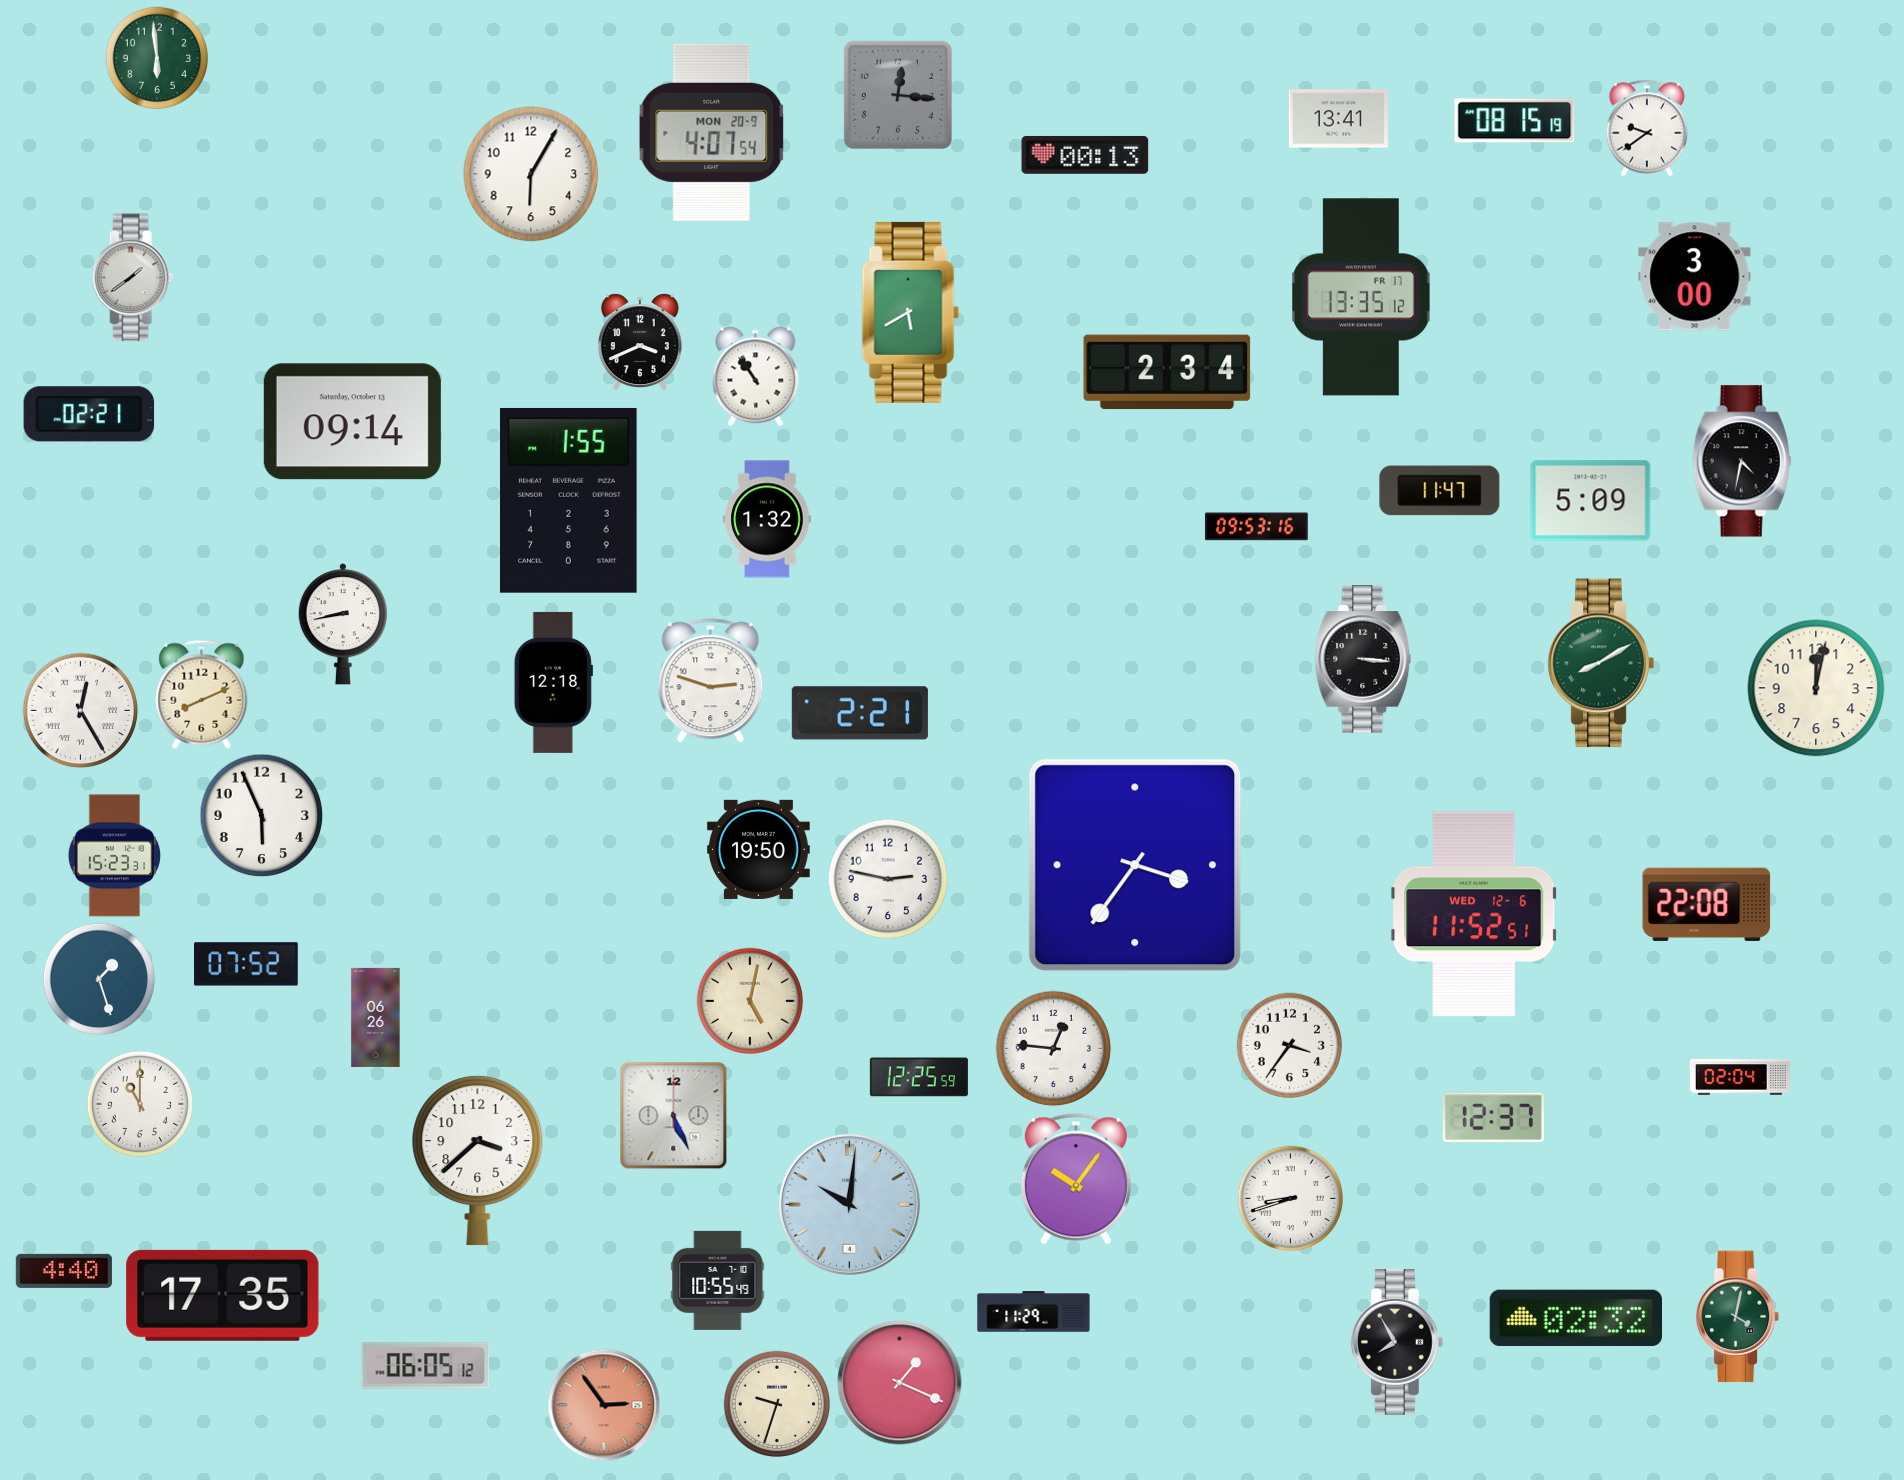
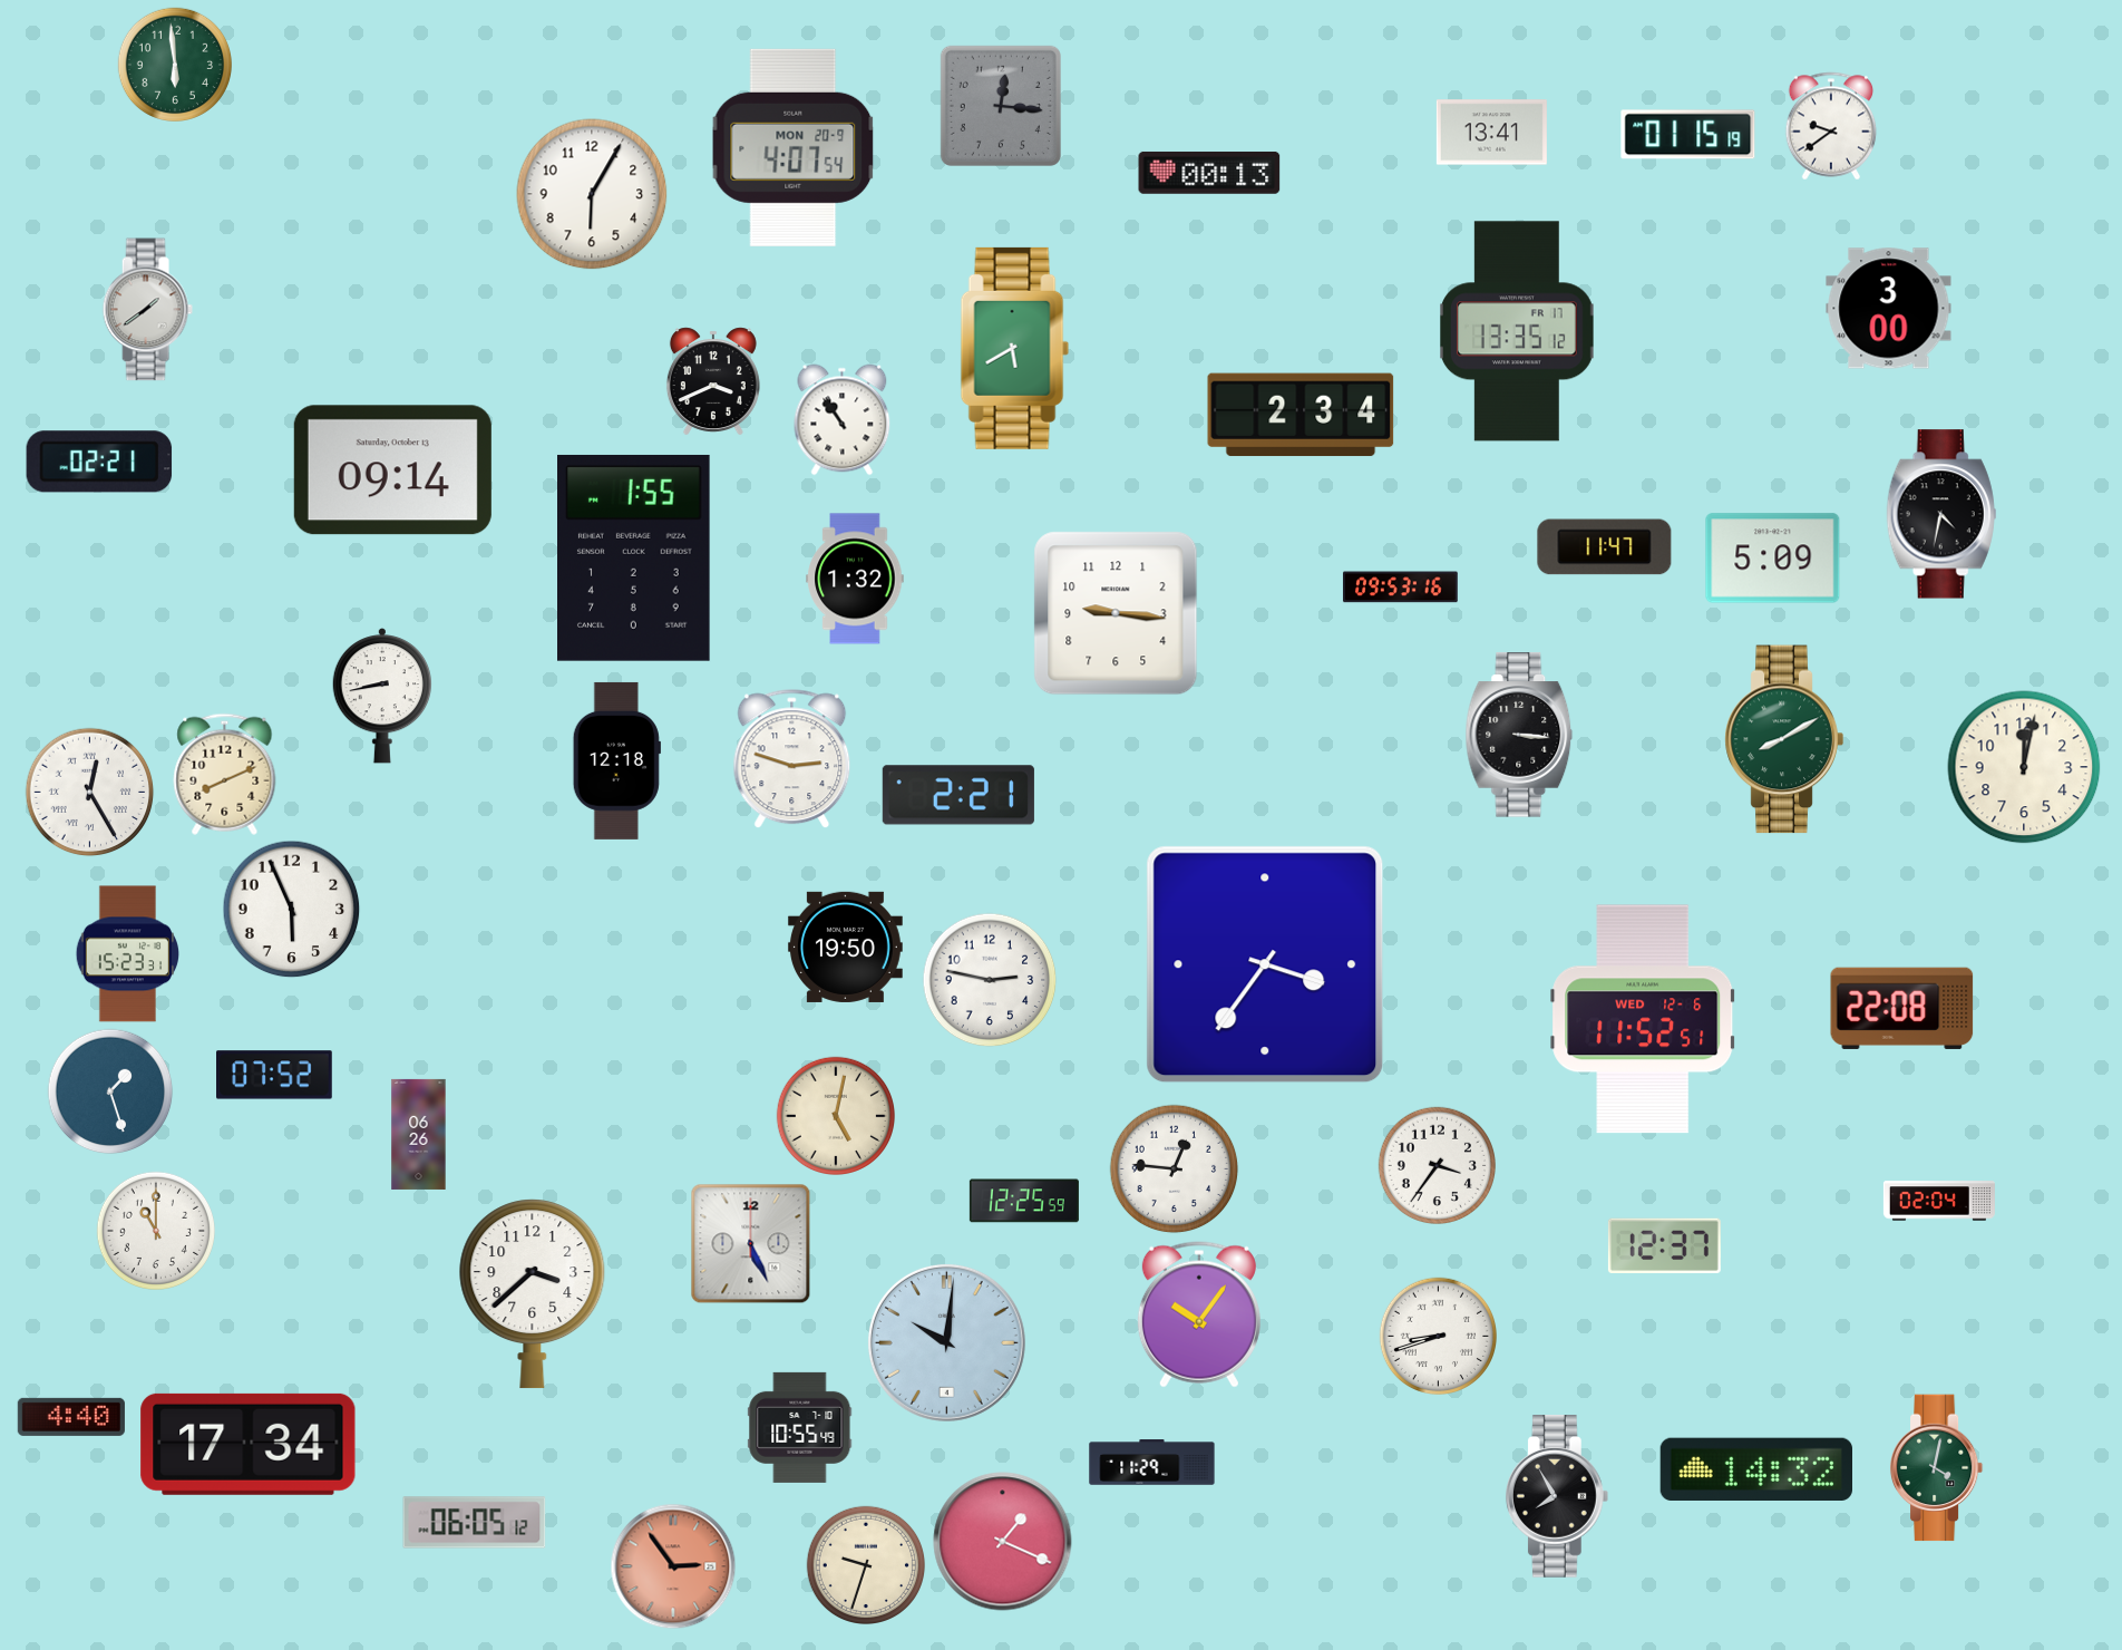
clock at (1515, 121): 08:15 -> 01:15
clock at (1647, 128) position: (1647, 128) -> (1831, 126)
clock at (1116, 613): none -> 9:16
clock at (223, 1295): 17:35 -> 17:34
clock at (1575, 1317): 02:32 -> 14:32
